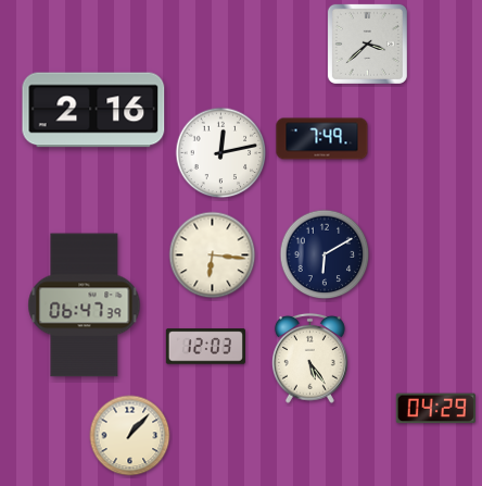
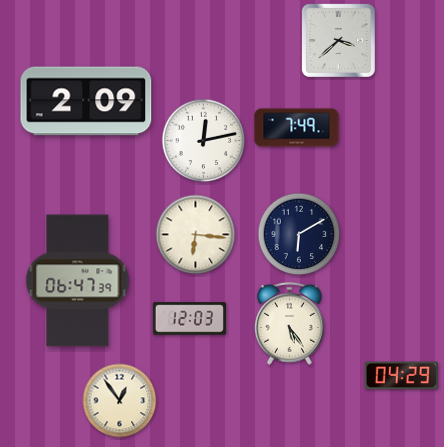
clock at (93, 110): 2:16 -> 2:09
clock at (309, 358) position: (309, 358) -> (289, 323)
clock at (130, 436): 1:07 -> 12:54
